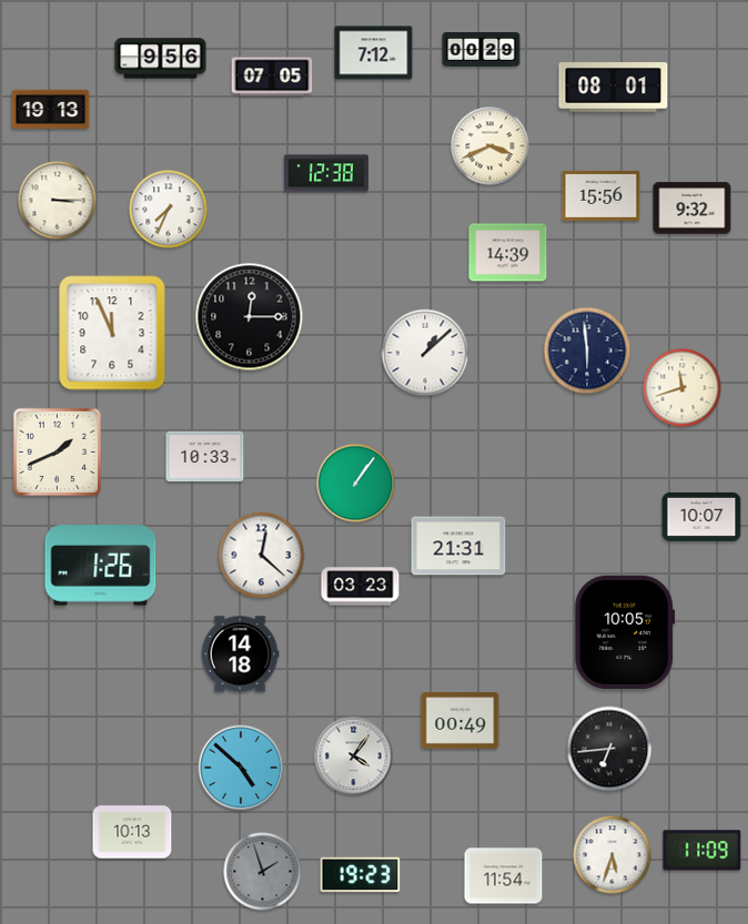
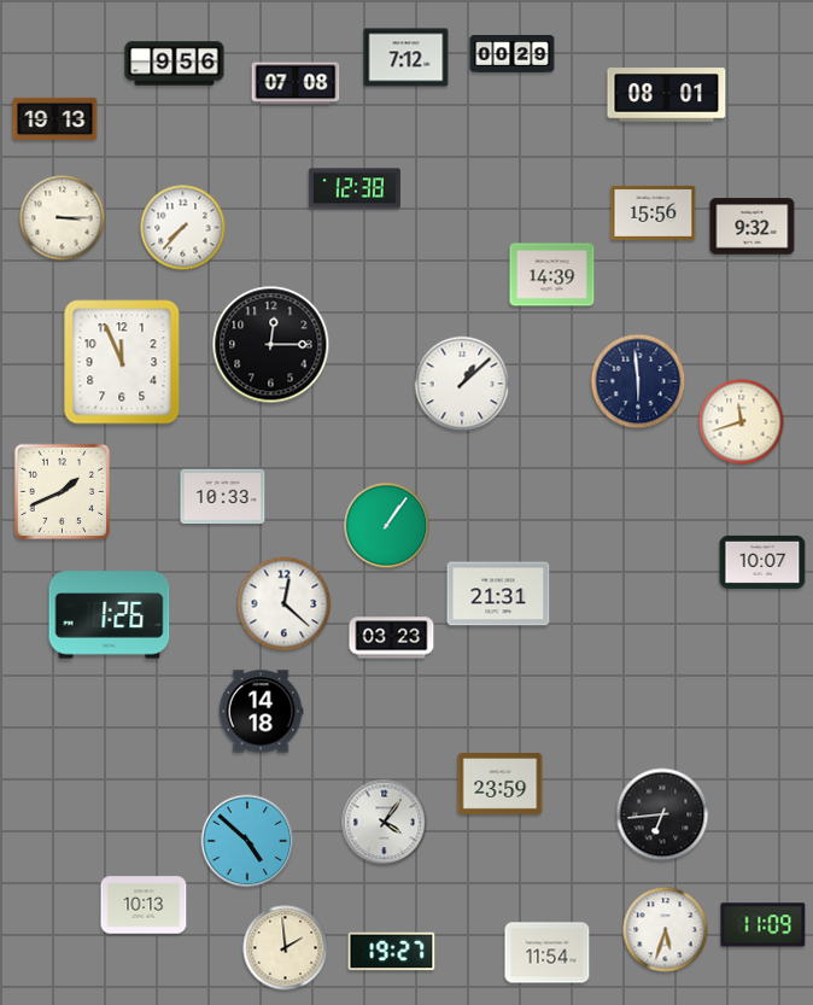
clock at (482, 50) position: (482, 50) -> (513, 54)
clock at (272, 77): 07:05 -> 07:08
clock at (491, 146): 3:41 -> none
clock at (169, 210): 7:34 -> 7:37
clock at (625, 632): 10:05 -> none
clock at (461, 721): 00:49 -> 23:59
clock at (241, 768) position: (241, 768) -> (247, 841)
clock at (263, 872): 1:57 -> 1:59
clock at (263, 872) dial: grey -> cream
clock at (361, 875): 19:23 -> 19:27
